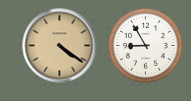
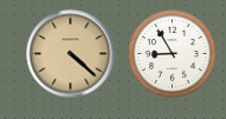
clock at (60, 46): 4:21 -> 4:22
